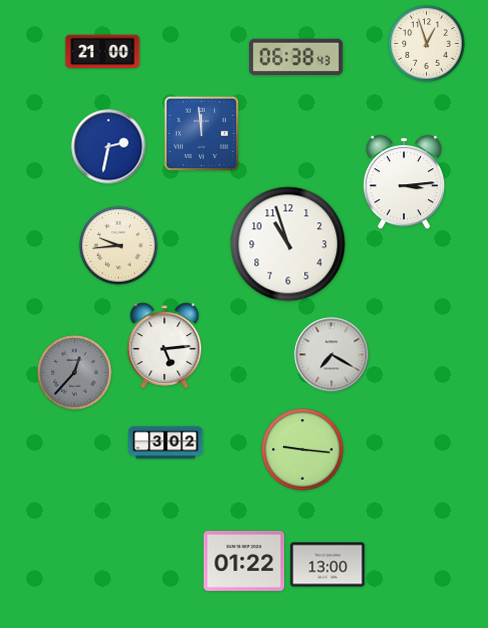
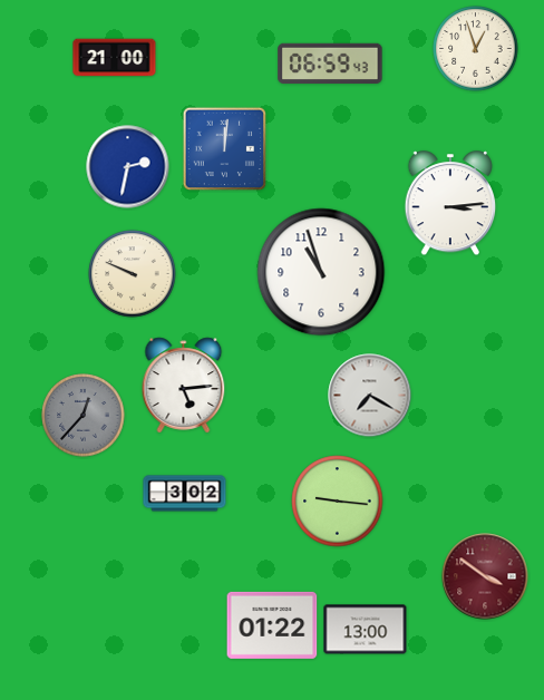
clock at (296, 56): 06:38 -> 06:59
clock at (202, 134): 11:59 -> 12:01
clock at (109, 147) position: (109, 147) -> (128, 167)
clock at (119, 246): 9:44 -> 9:49
clock at (485, 576): none -> 3:51
